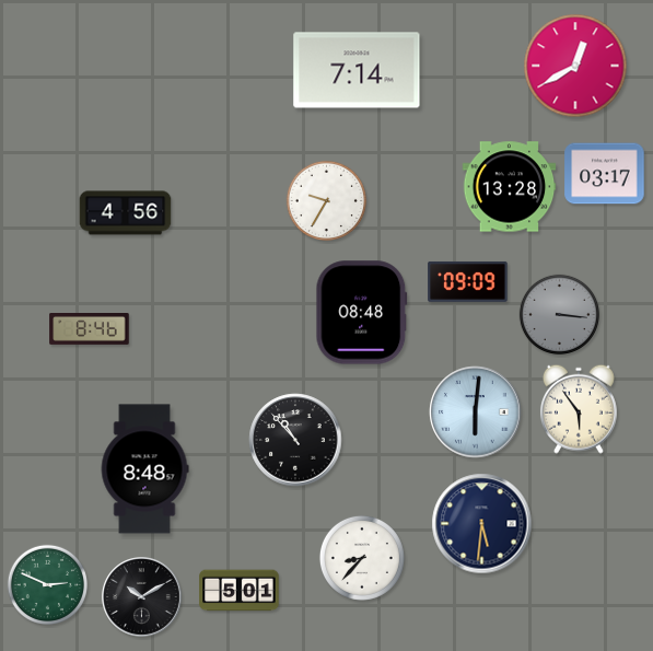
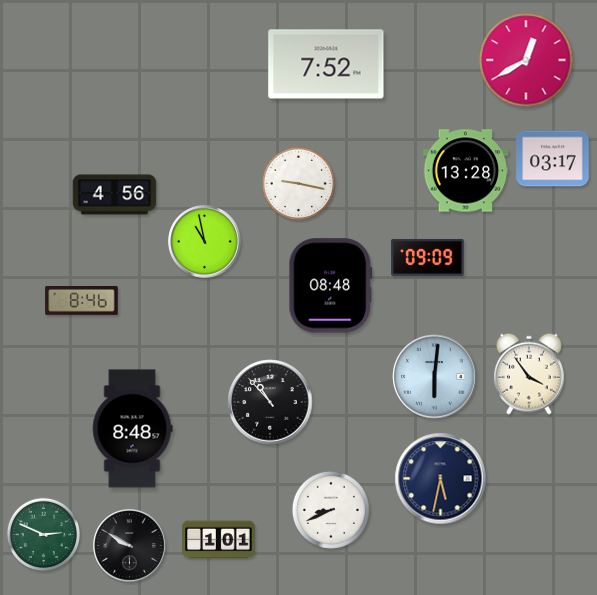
clock at (357, 70): 7:14 -> 7:52
clock at (326, 200): 9:35 -> 9:17
clock at (205, 242): none -> 10:58
clock at (559, 314): 3:16 -> none
clock at (579, 409): 5:54 -> 3:54
clock at (482, 524): 5:31 -> 5:32
clock at (362, 558): 8:37 -> 8:41
clock at (240, 591): 5:01 -> 1:01
clock at (142, 597): 10:10 -> 9:50
